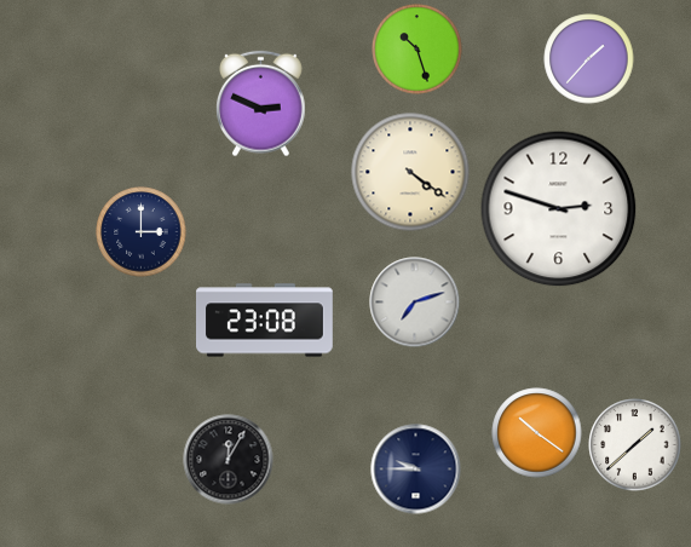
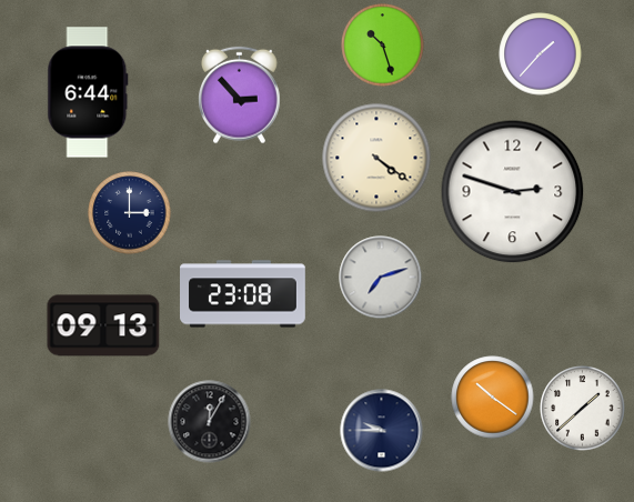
clock at (88, 92): none -> 6:44
clock at (261, 104): 2:49 -> 2:53
clock at (103, 325): none -> 09:13
